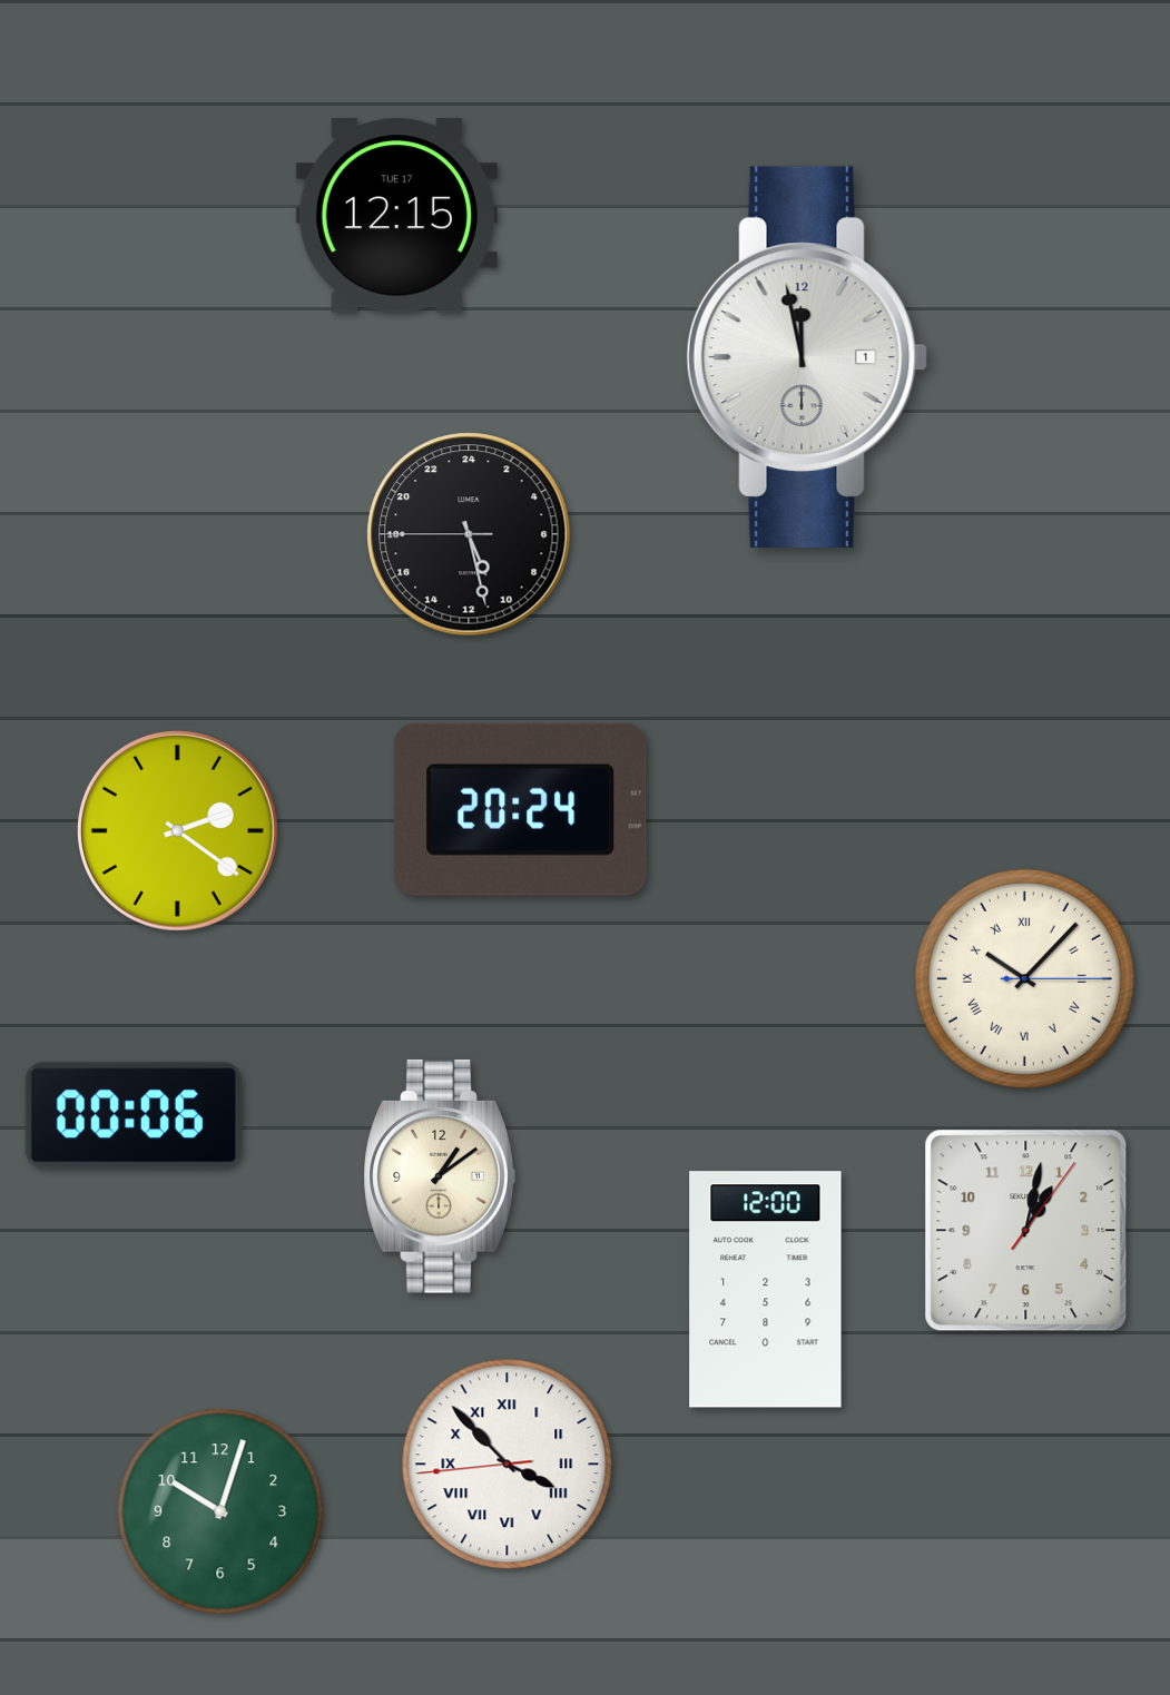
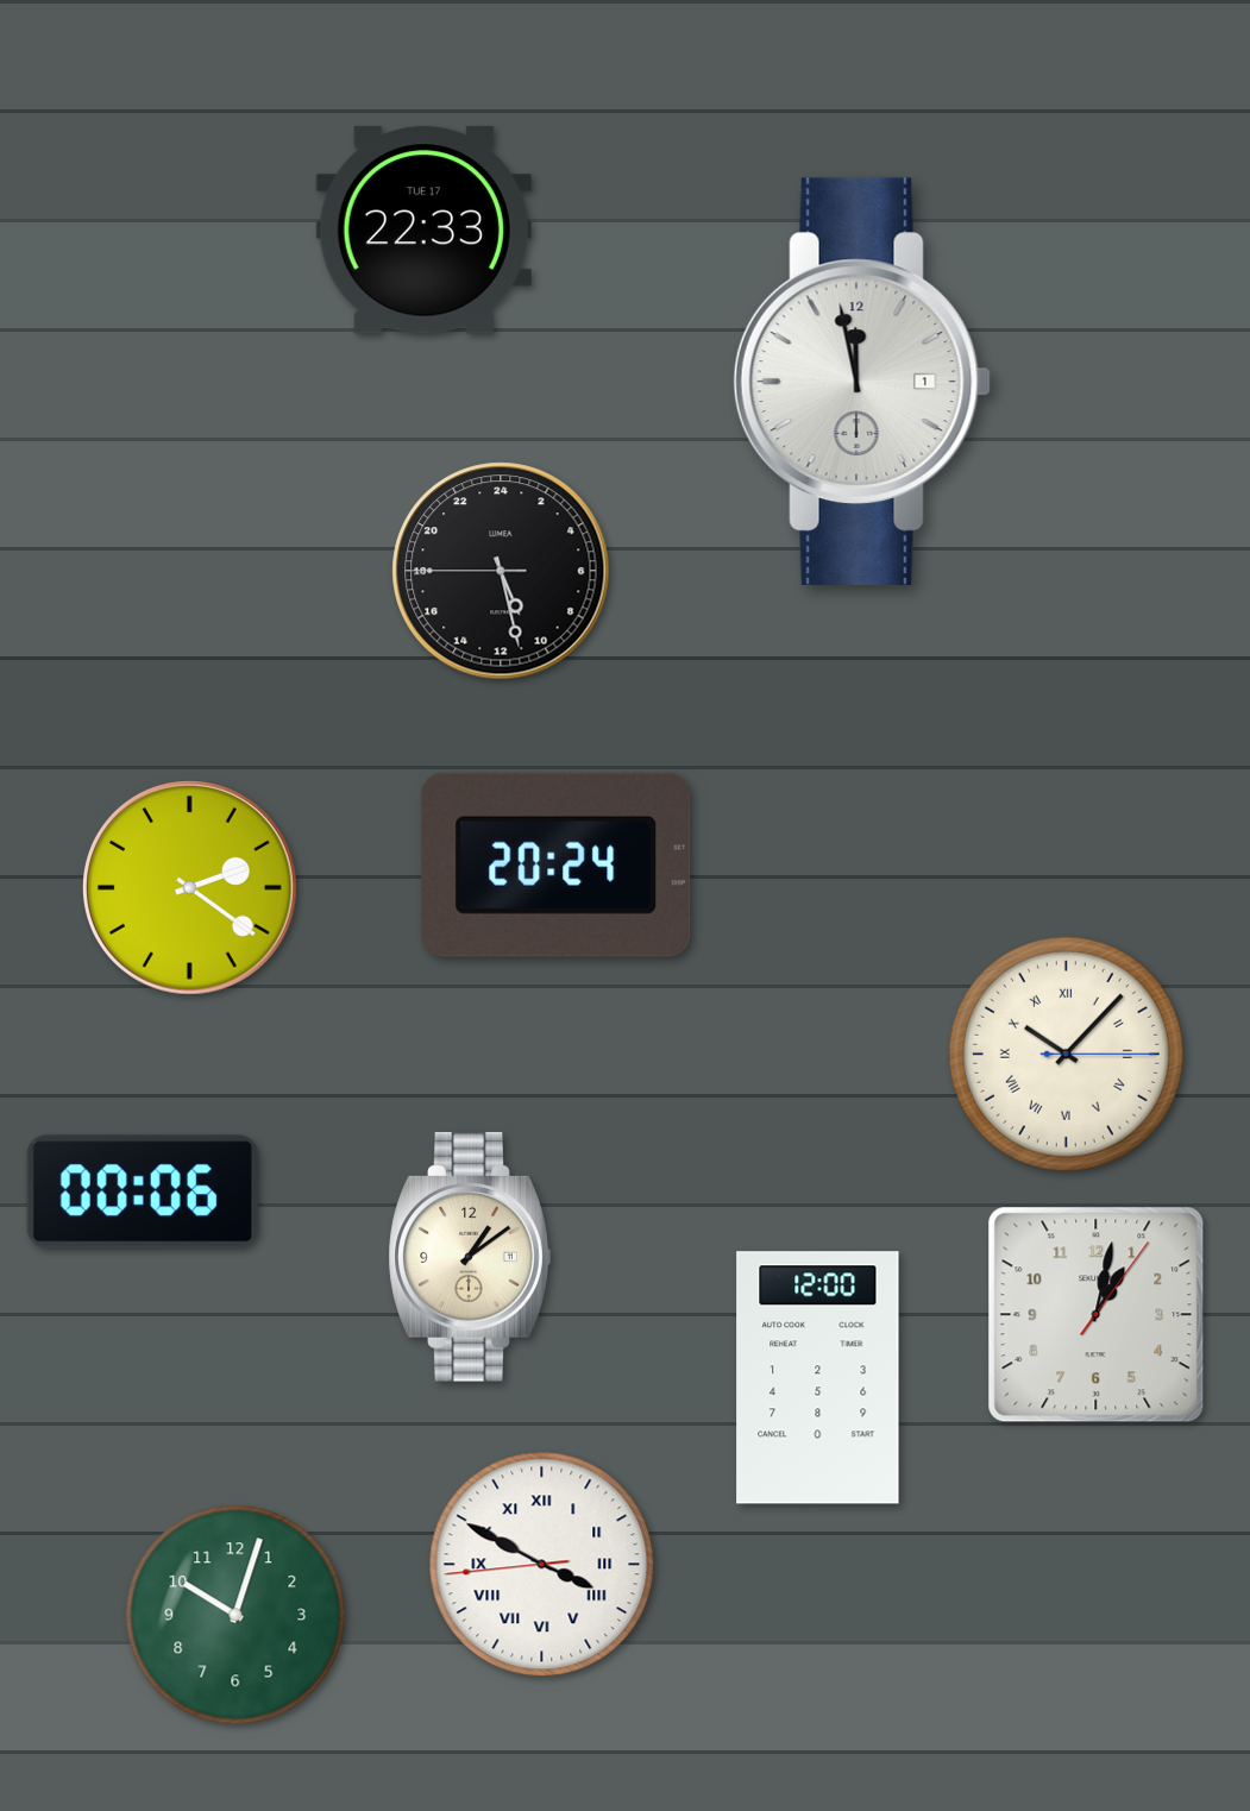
clock at (396, 216): 12:15 -> 22:33
clock at (1024, 978) position: (1024, 978) -> (1066, 1054)
clock at (508, 1465): 3:52 -> 3:49
